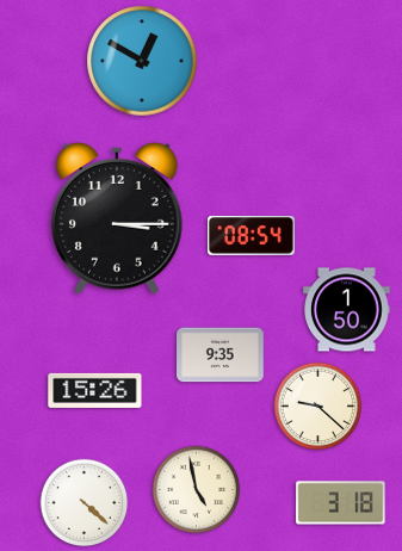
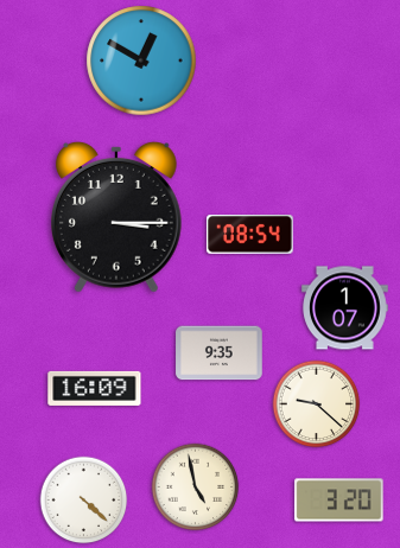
clock at (347, 310): 1:50 -> 1:07
clock at (95, 390): 15:26 -> 16:09
clock at (341, 503): 3:18 -> 3:20
